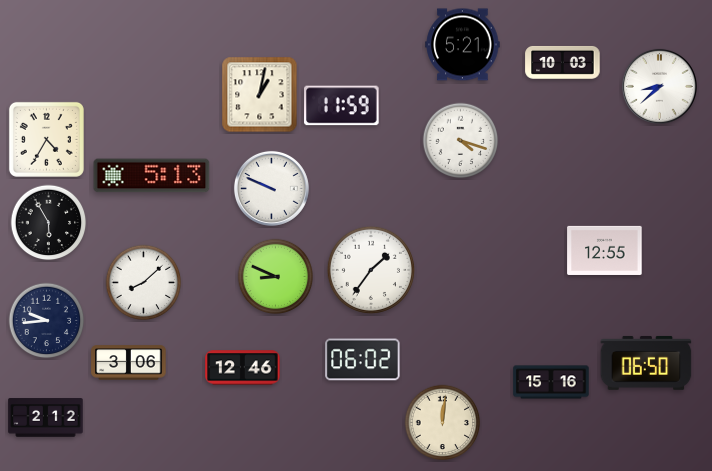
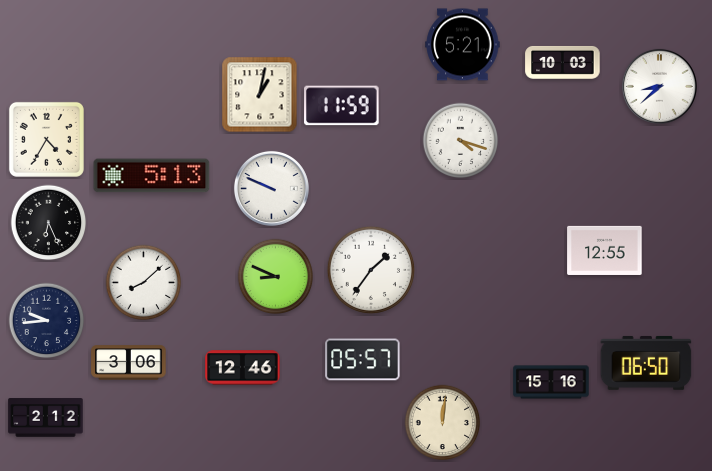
clock at (49, 223): 5:55 -> 6:26
clock at (363, 360): 06:02 -> 05:57
